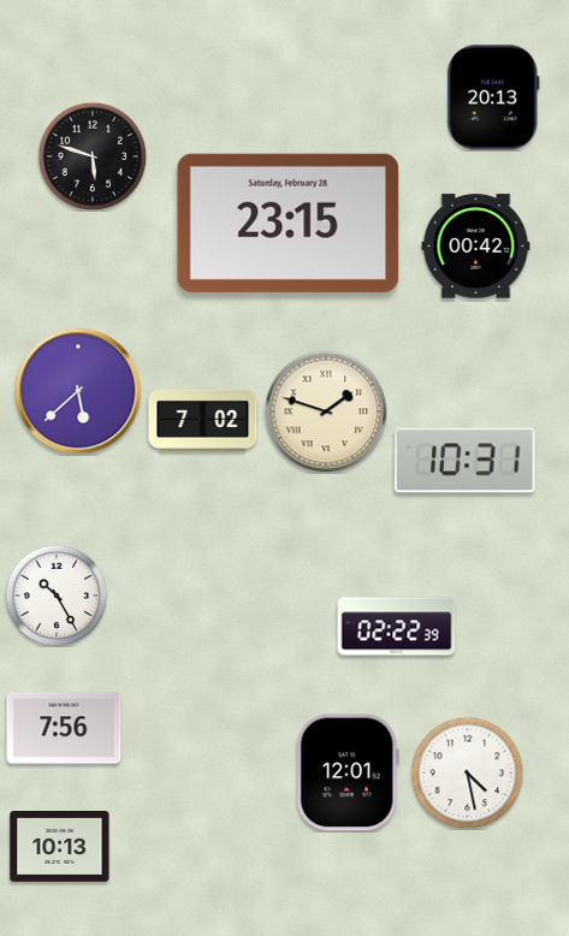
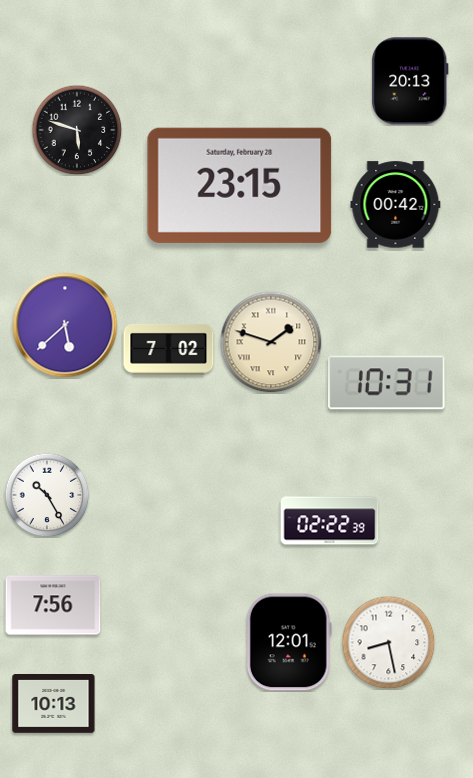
clock at (467, 772): 4:28 -> 8:28
clock at (60, 847) position: (60, 847) -> (54, 704)
